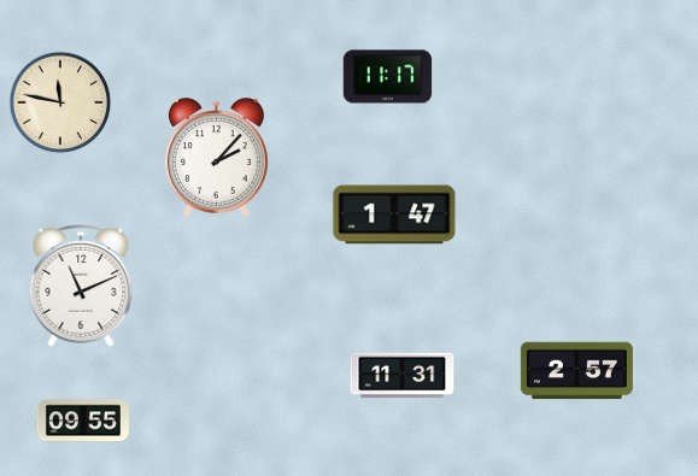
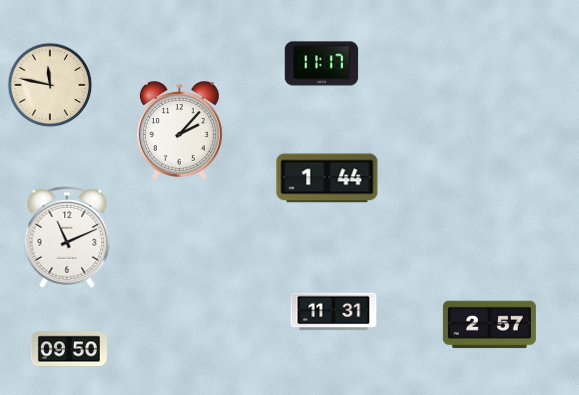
clock at (394, 215): 1:47 -> 1:44
clock at (576, 371) position: (576, 371) -> (489, 325)
clock at (83, 421): 09:55 -> 09:50
